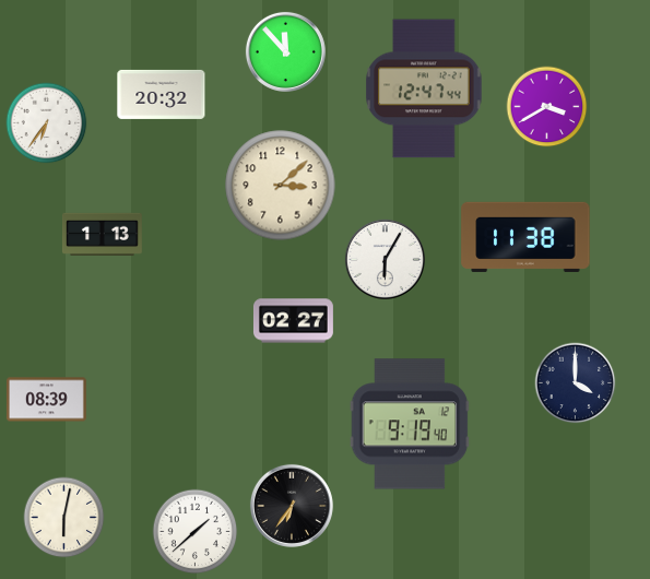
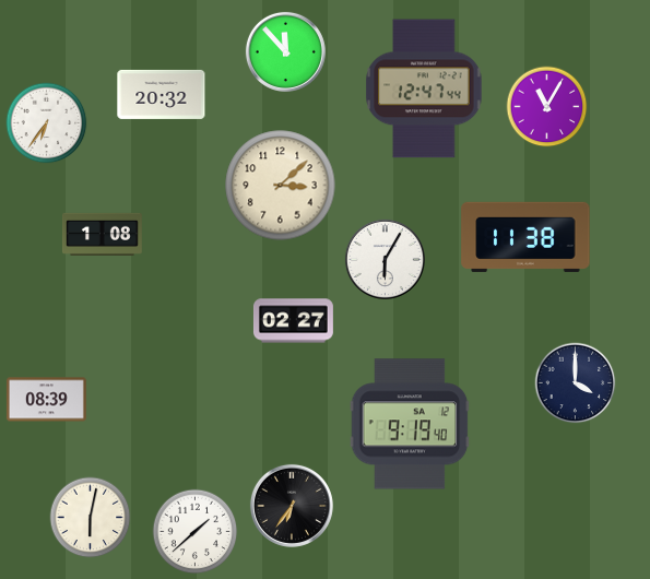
clock at (547, 107): 3:40 -> 11:05
clock at (102, 234): 1:13 -> 1:08
clock at (64, 518) position: (64, 518) -> (91, 518)
